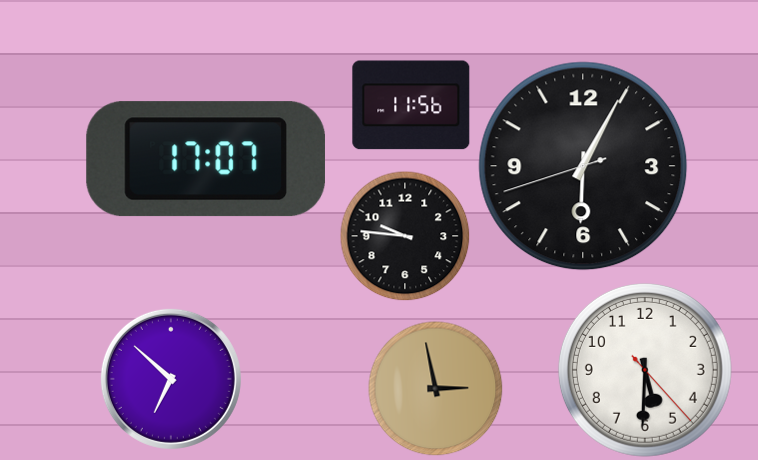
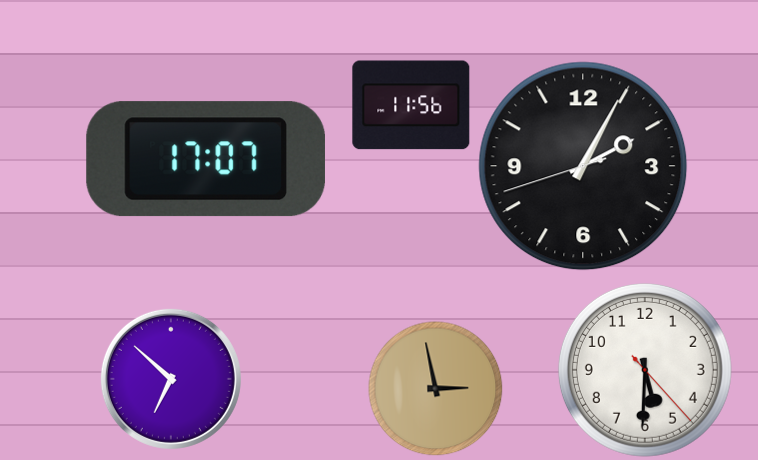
clock at (583, 166): 6:04 -> 2:04
clock at (405, 236): 9:46 -> none
